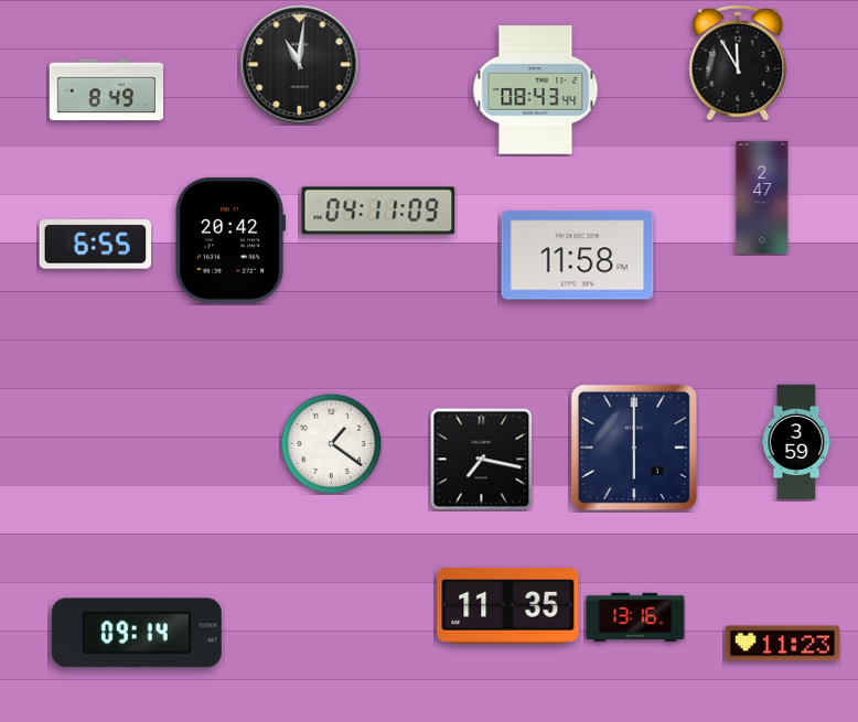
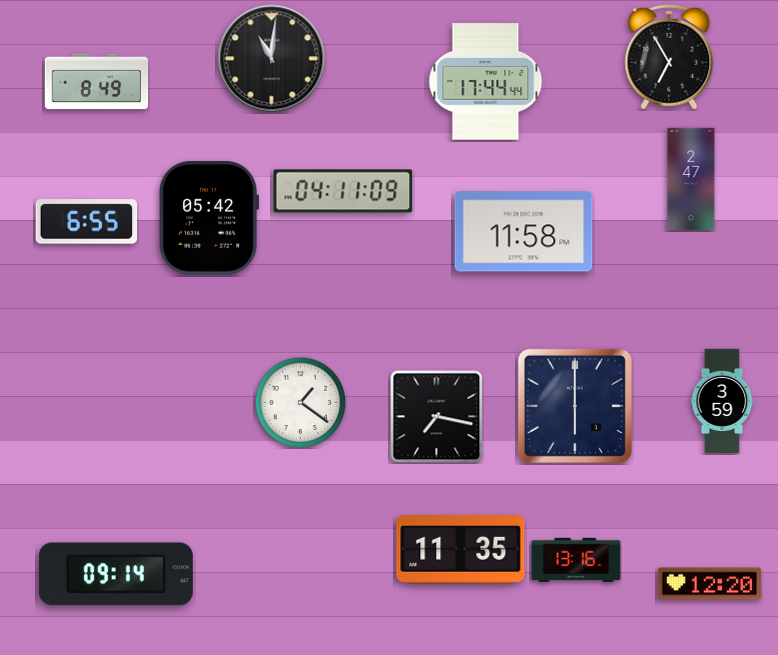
clock at (738, 63): 11:55 -> 6:55
clock at (536, 90): 08:43 -> 17:44
clock at (230, 240): 20:42 -> 05:42
clock at (137, 633) position: (137, 633) -> (116, 574)
clock at (782, 644): 11:23 -> 12:20
